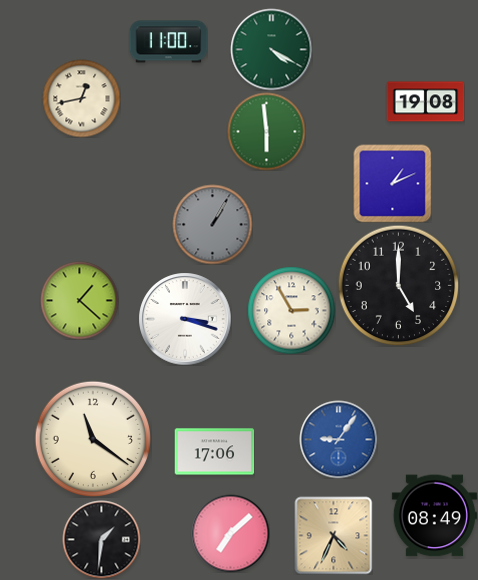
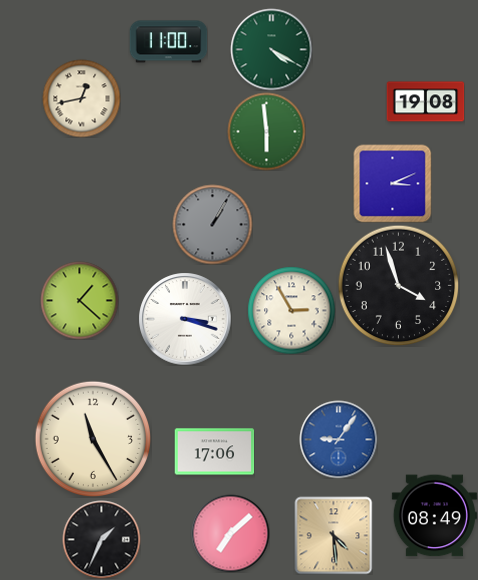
clock at (392, 183): 1:11 -> 3:11
clock at (398, 285): 5:00 -> 3:57
clock at (92, 438): 11:21 -> 11:25
clock at (333, 535): 4:34 -> 4:29
clock at (101, 539): 1:31 -> 1:34
